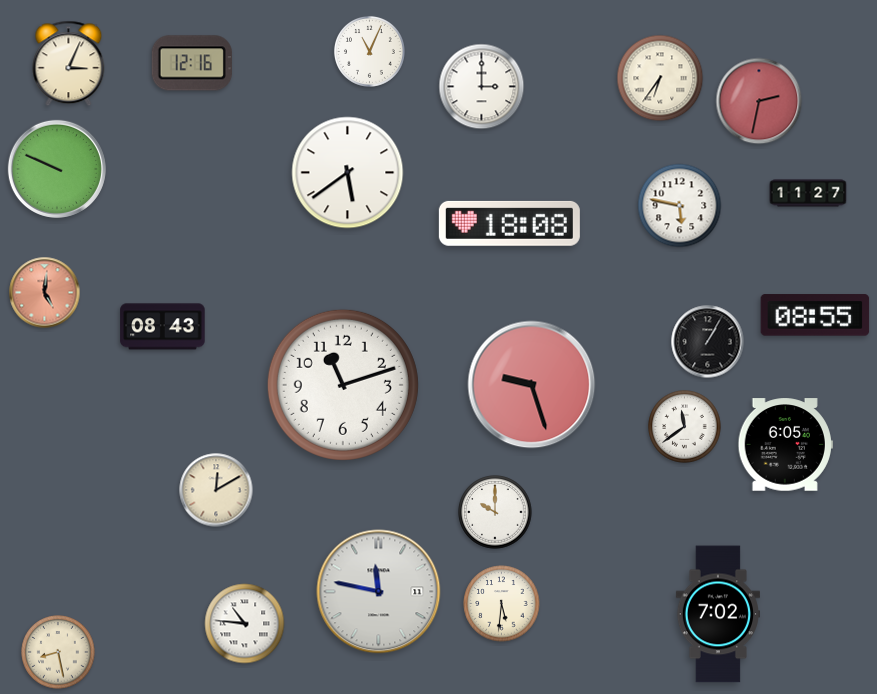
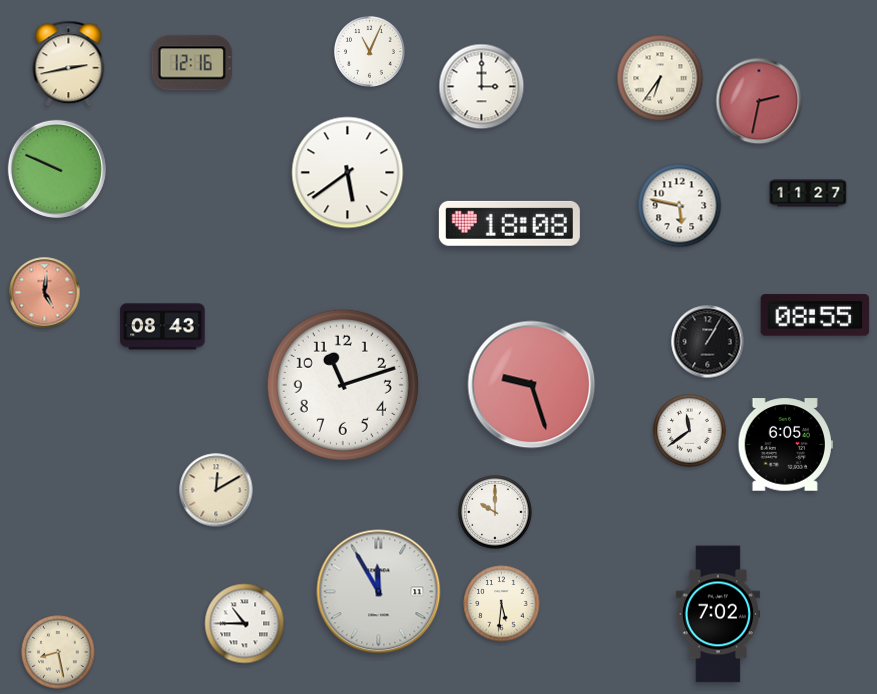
clock at (69, 64): 3:04 -> 2:43
clock at (685, 427) position: (685, 427) -> (690, 431)
clock at (379, 592): 11:47 -> 11:55
clock at (245, 624): 10:46 -> 10:45
